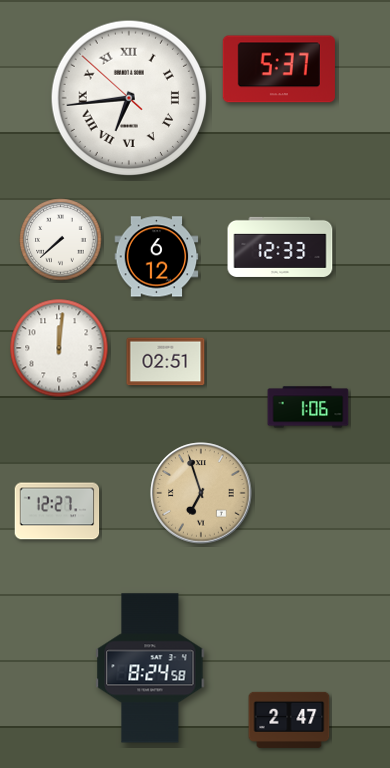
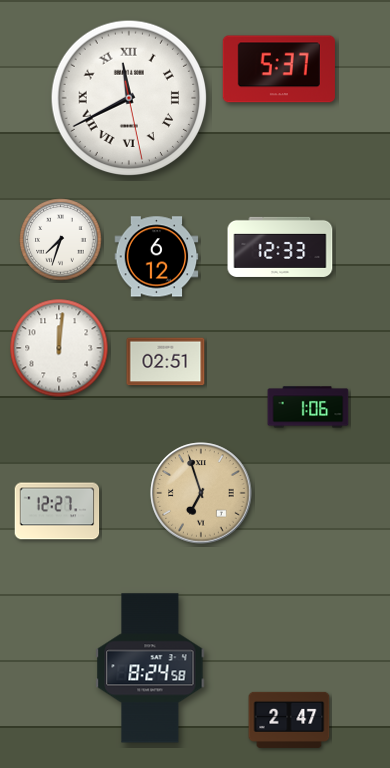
clock at (129, 98): 6:43 -> 11:40
clock at (61, 240): 7:38 -> 7:33
